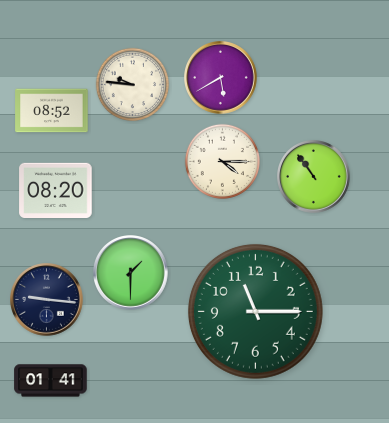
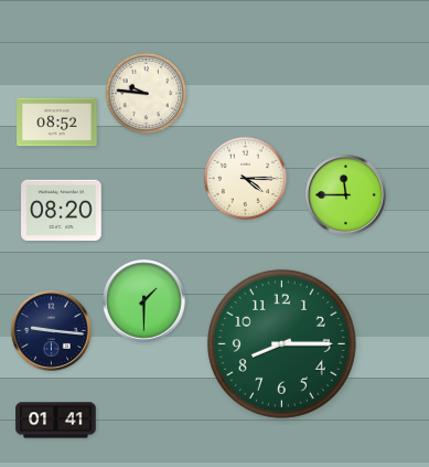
clock at (221, 78): 5:40 -> none
clock at (314, 177): 10:54 -> 11:45
clock at (255, 311): 11:15 -> 8:15
